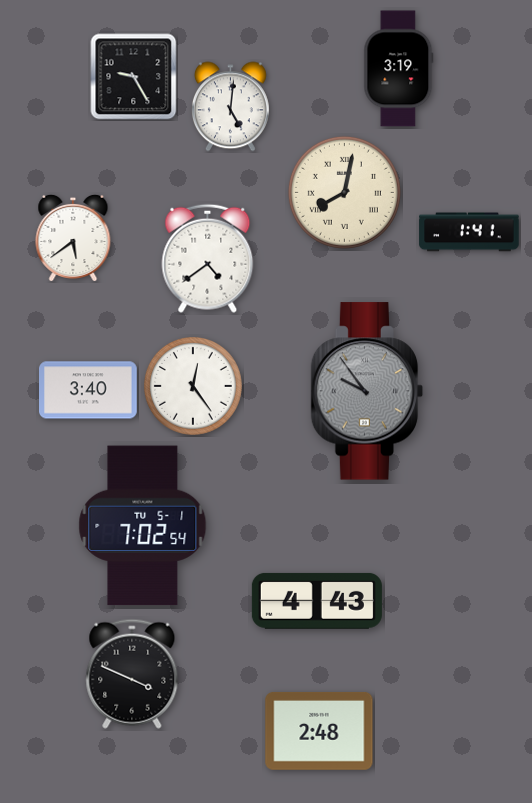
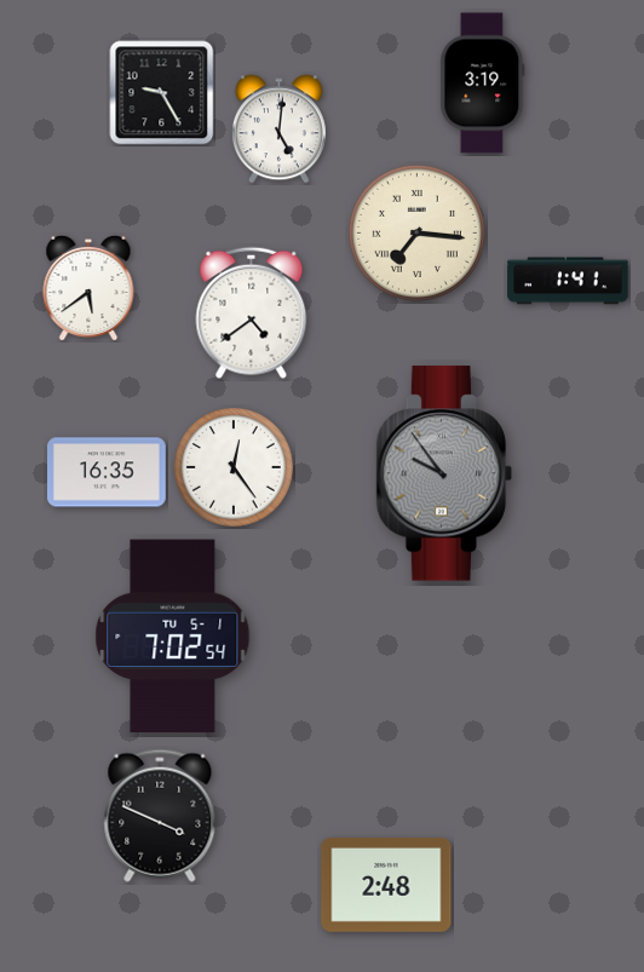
clock at (344, 192): 8:02 -> 7:16
clock at (89, 390): 3:40 -> 16:35
clock at (317, 601): 4:43 -> none
